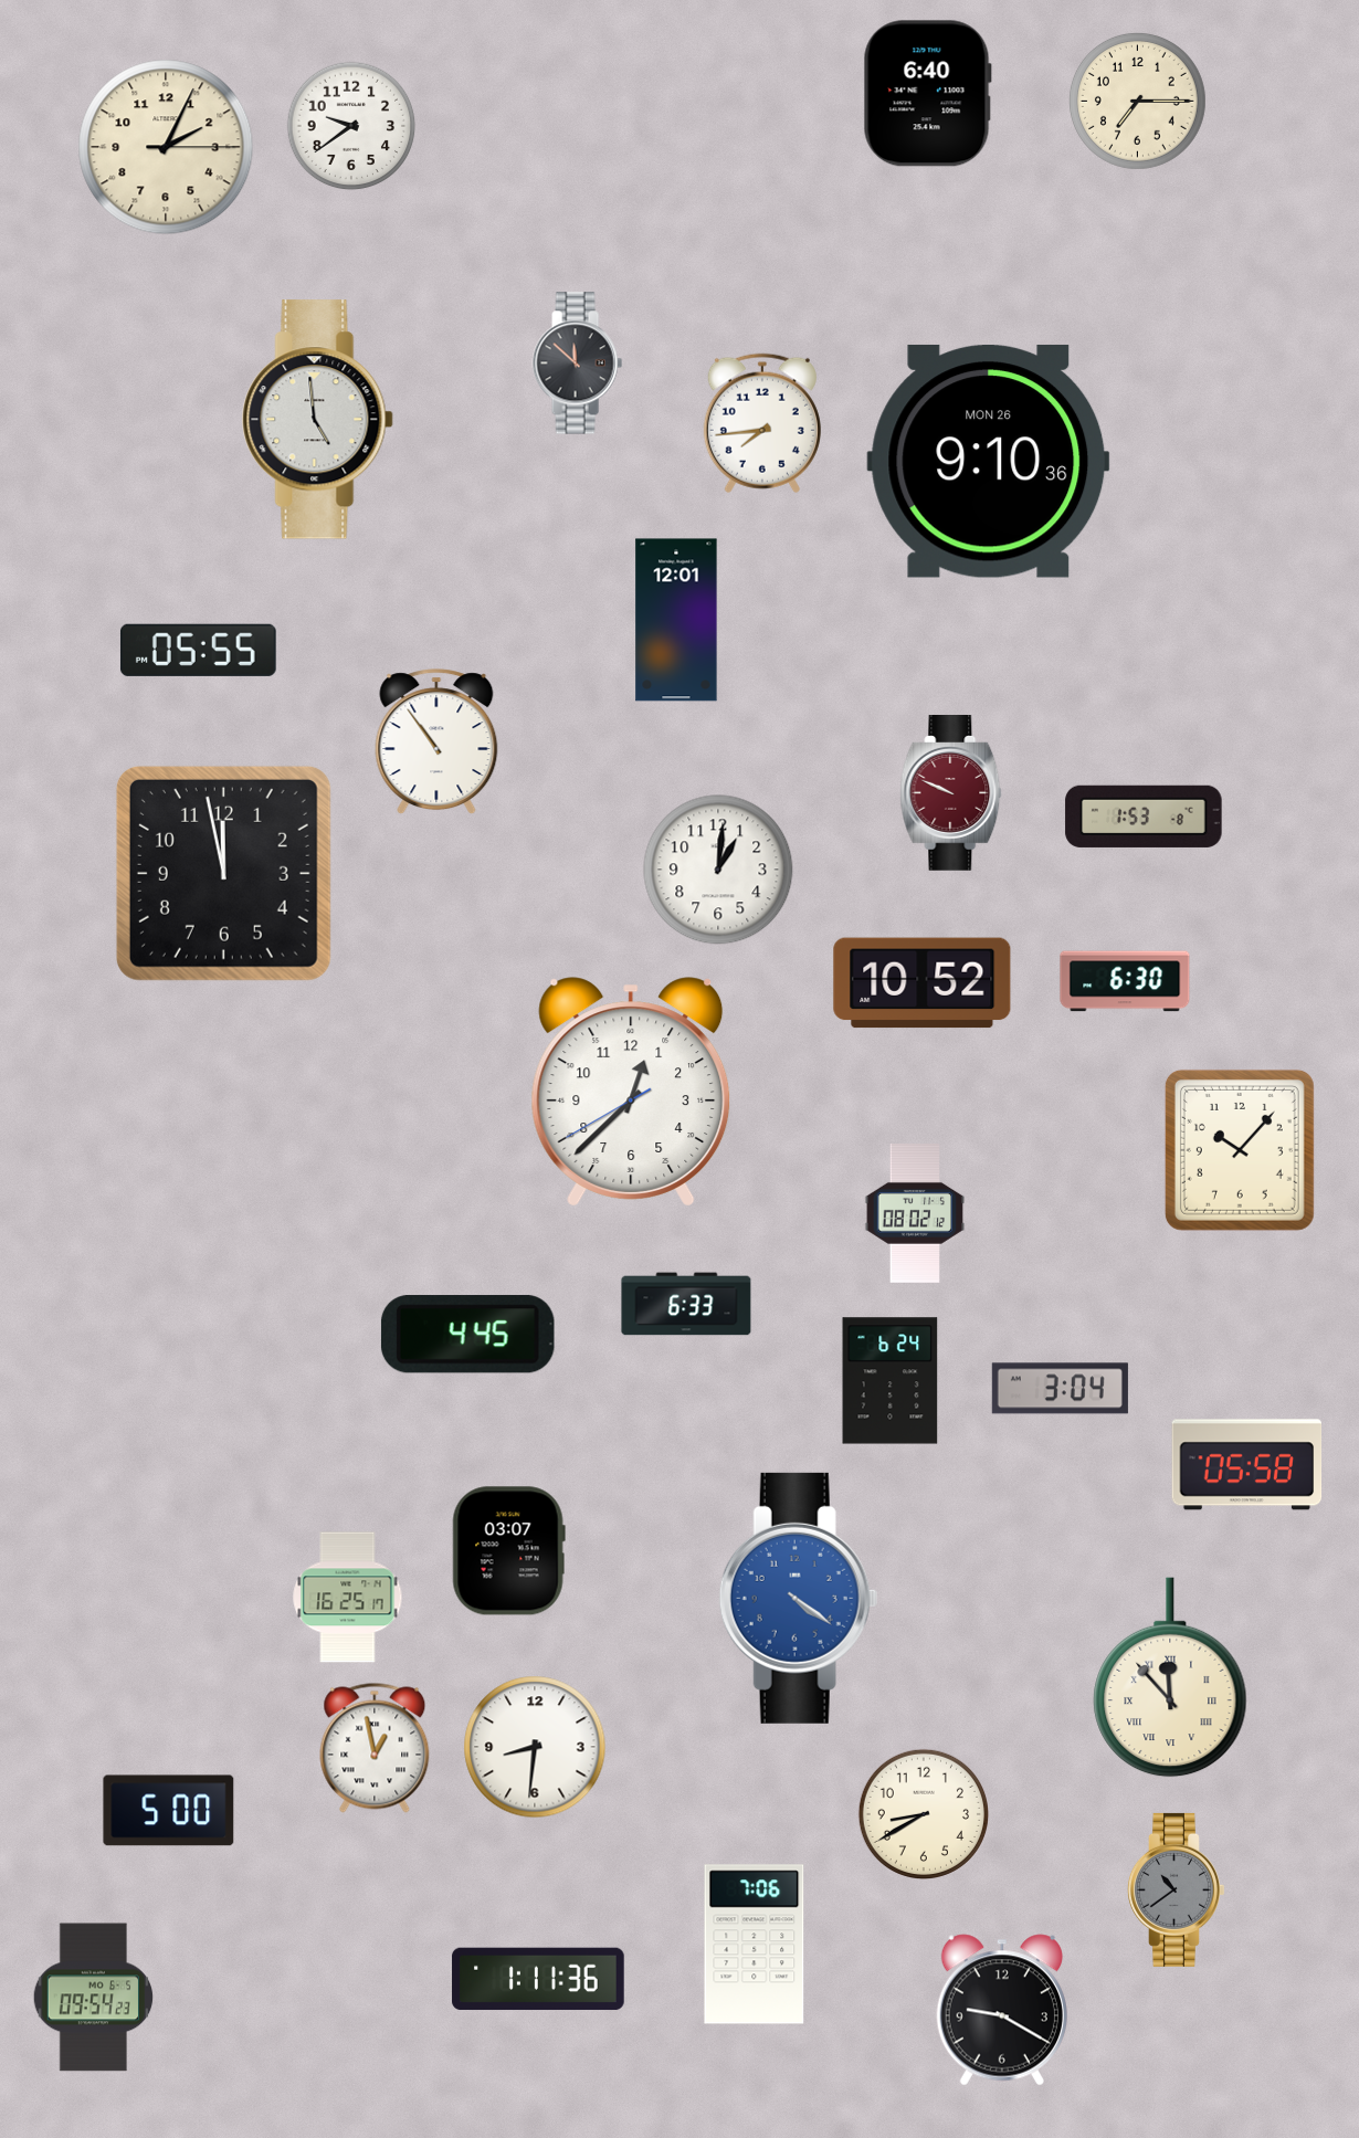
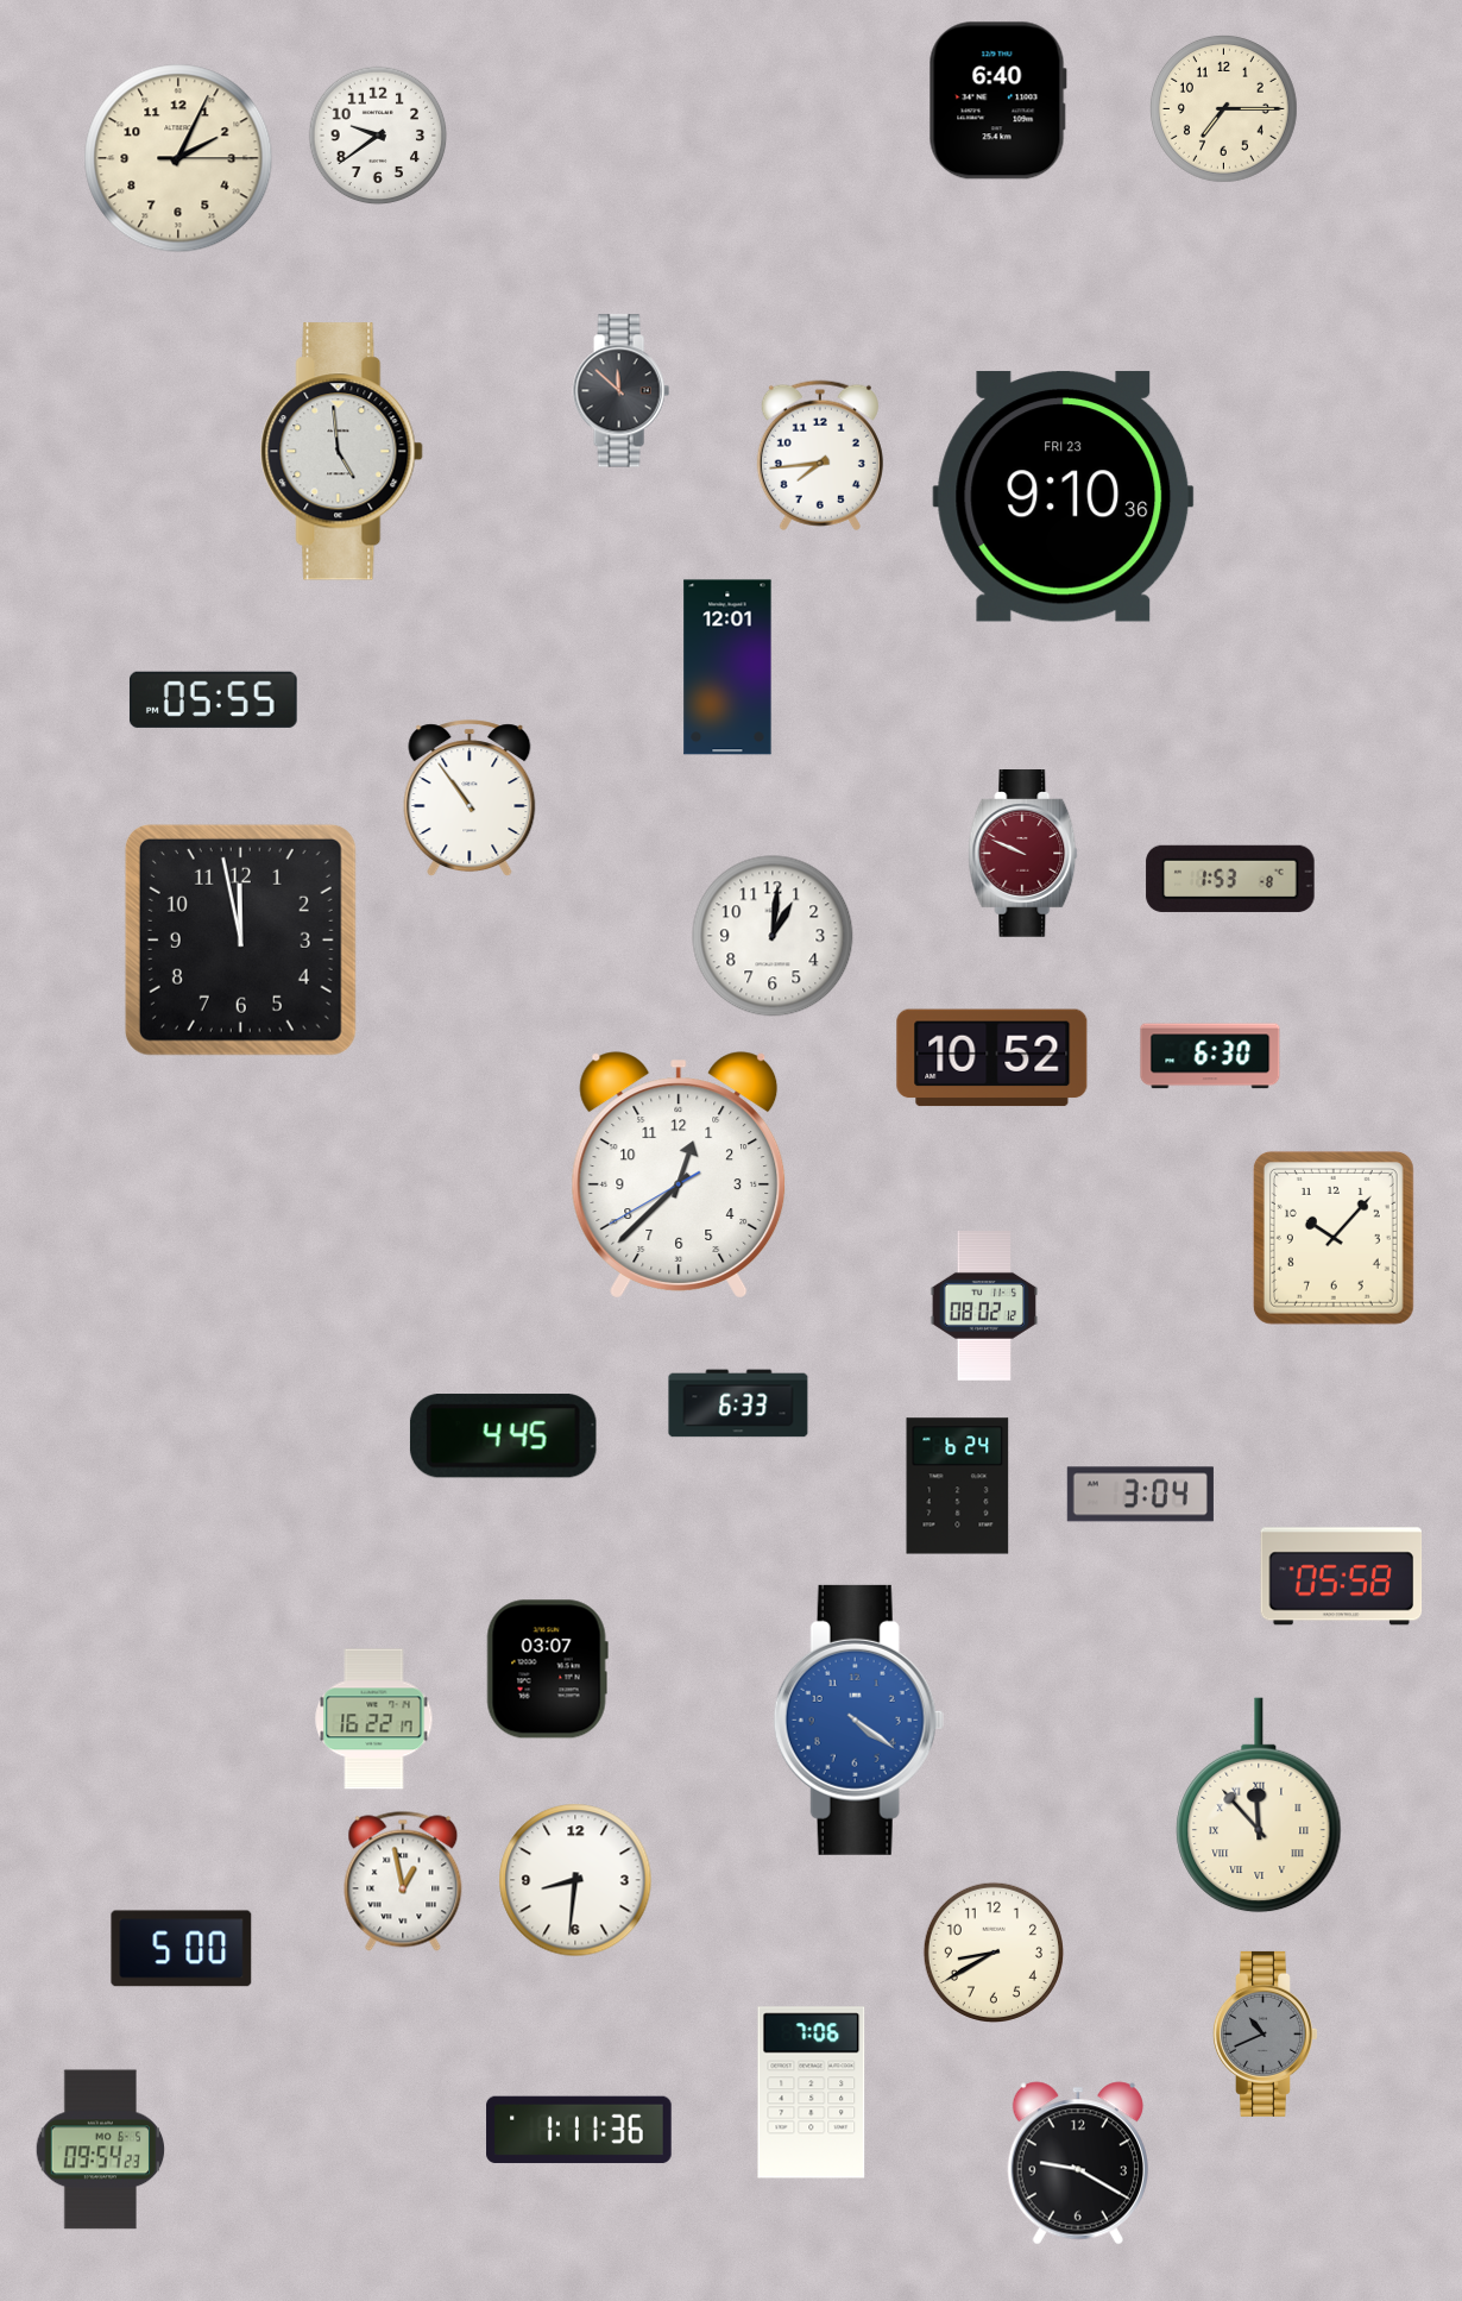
clock at (989, 461) date: MON 26 -> FRI 23
clock at (348, 1598): 16:25 -> 16:22
clock at (1176, 1889): 10:39 -> 10:41
